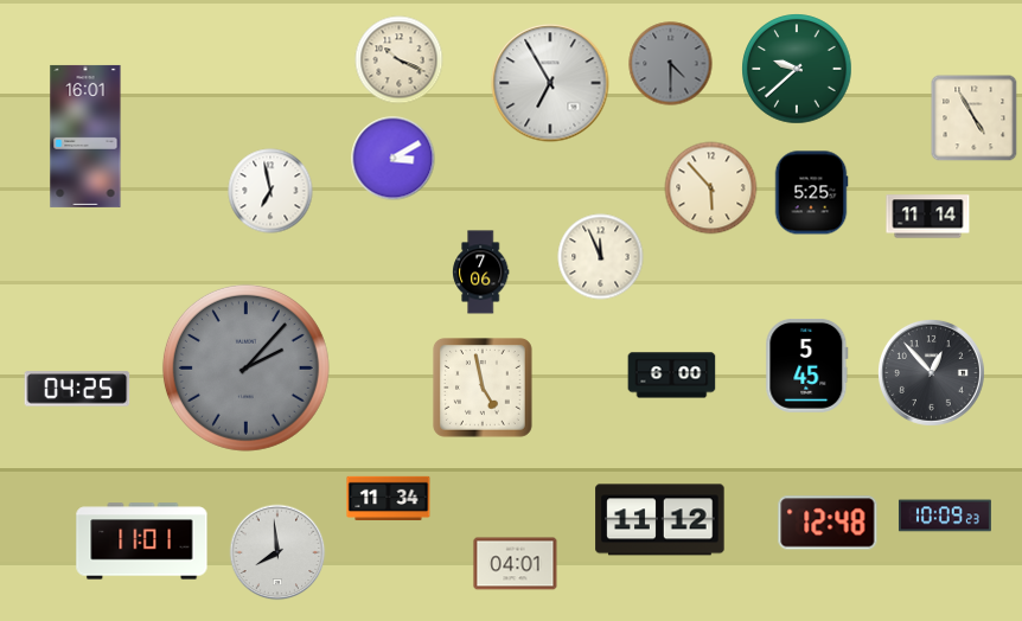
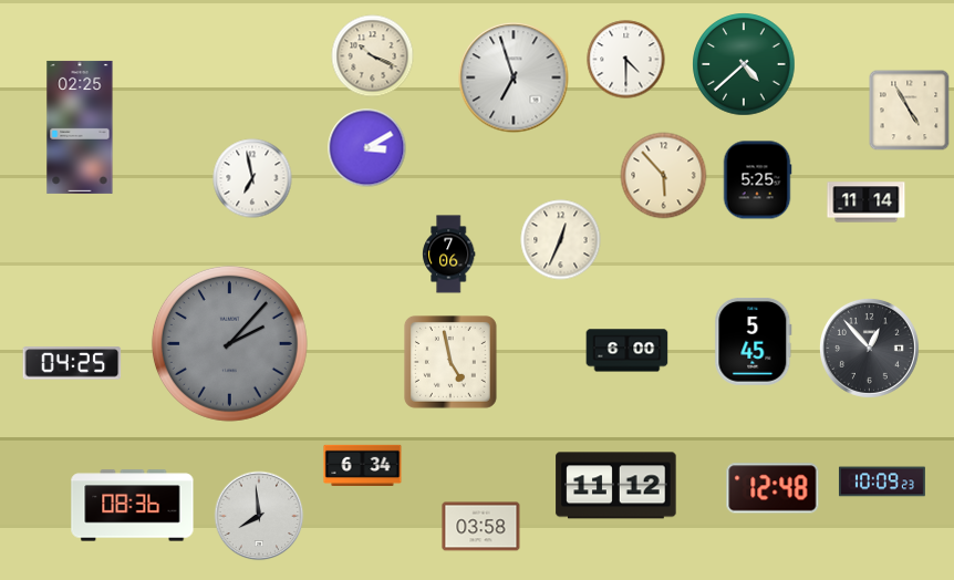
clock at (671, 64) dial: grey -> white
clock at (797, 69): 9:38 -> 4:38
clock at (550, 83): 6:55 -> 6:57
clock at (85, 136): 16:01 -> 02:25
clock at (601, 257): 11:56 -> 12:34
clock at (389, 498): 11:34 -> 6:34
clock at (142, 542): 11:01 -> 08:36
clock at (516, 564): 04:01 -> 03:58
